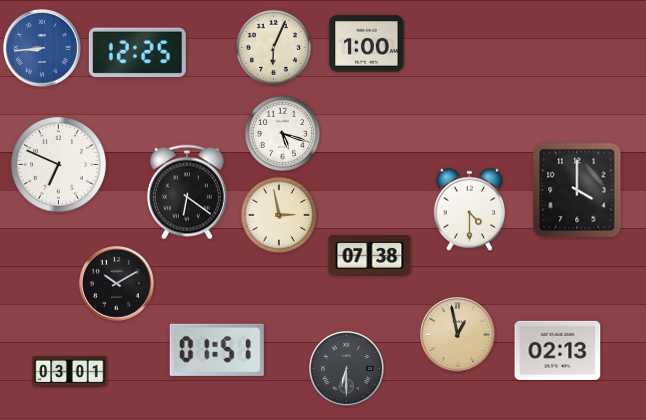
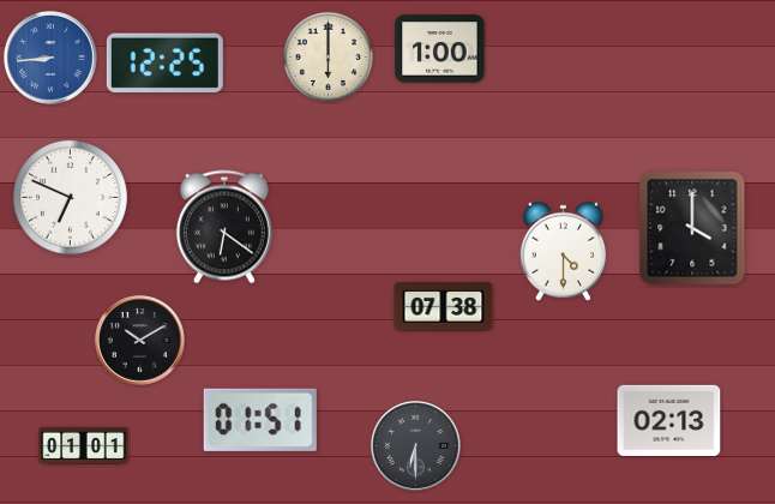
clock at (367, 44) position: (367, 44) -> (440, 49)
clock at (273, 47): 6:04 -> 6:00
clock at (282, 133): 5:18 -> none
clock at (187, 192) position: (187, 192) -> (224, 227)
clock at (278, 214): 2:58 -> none
clock at (458, 335): 12:58 -> none
clock at (347, 369) position: (347, 369) -> (416, 446)
clock at (70, 372): 03:01 -> 01:01
